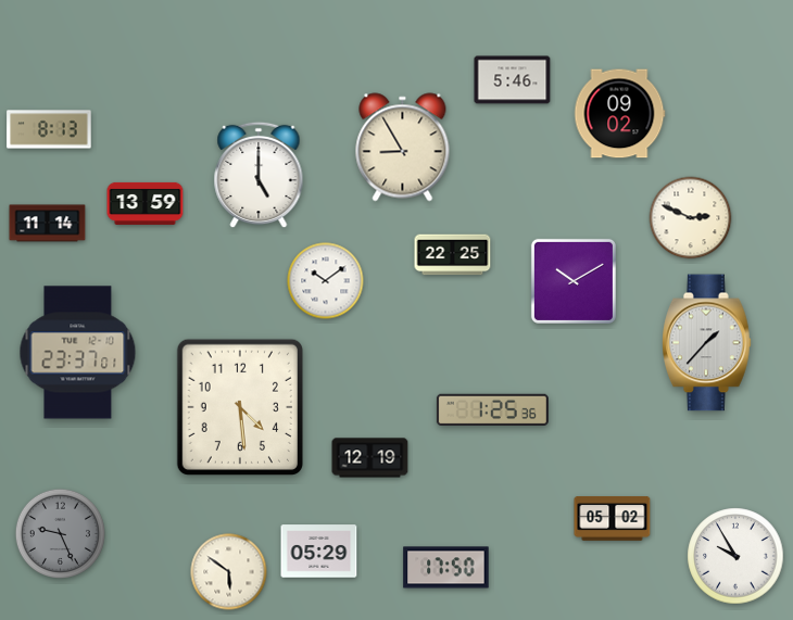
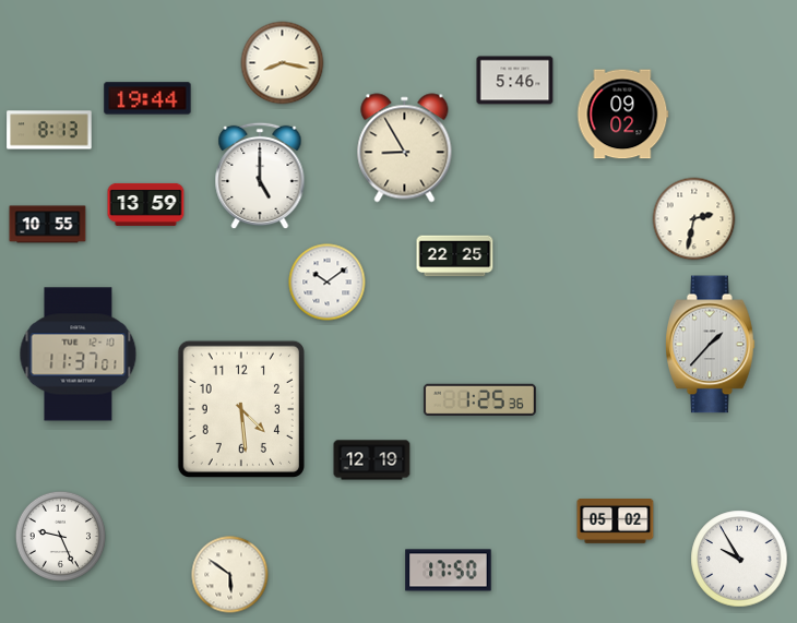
clock at (283, 63): none -> 8:17
clock at (147, 98): none -> 19:44
clock at (691, 218): 2:49 -> 2:32
clock at (48, 224): 11:14 -> 10:55
clock at (574, 281): 10:10 -> none
clock at (78, 353): 23:37 -> 11:37
clock at (492, 409) position: (492, 409) -> (479, 399)
clock at (60, 533) dial: grey -> white
clock at (319, 552): 05:29 -> none
